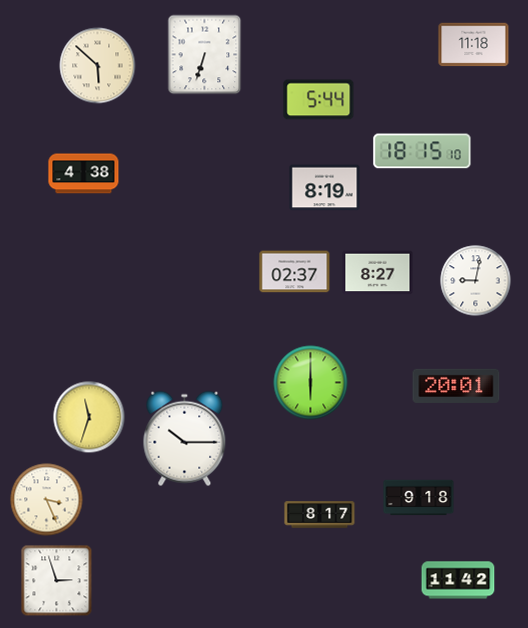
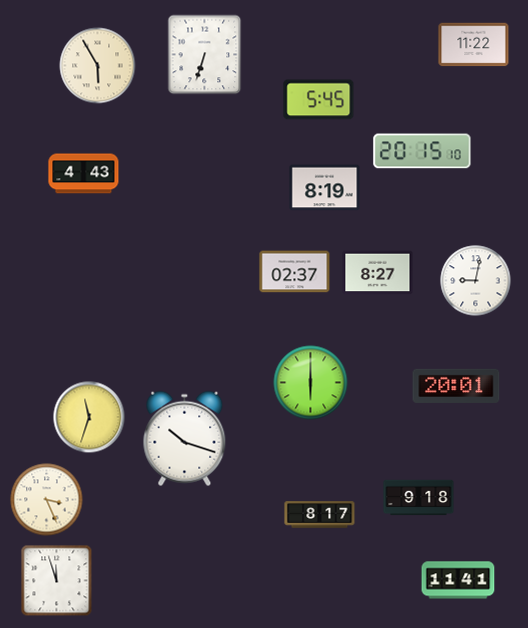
clock at (474, 45): 11:18 -> 11:22
clock at (98, 66): 5:52 -> 5:55
clock at (319, 100): 5:44 -> 5:45
clock at (422, 151): 18:15 -> 20:15
clock at (84, 174): 4:38 -> 4:43
clock at (185, 439): 10:15 -> 10:18
clock at (458, 580): 11:42 -> 11:41
clock at (57, 581): 2:57 -> 11:57
